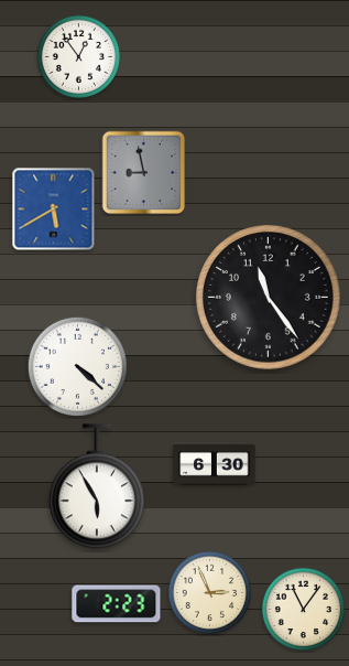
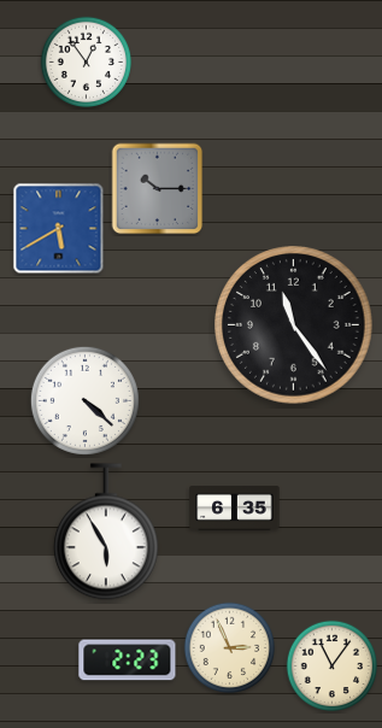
clock at (144, 173): 8:58 -> 10:15
clock at (215, 465): 6:30 -> 6:35
